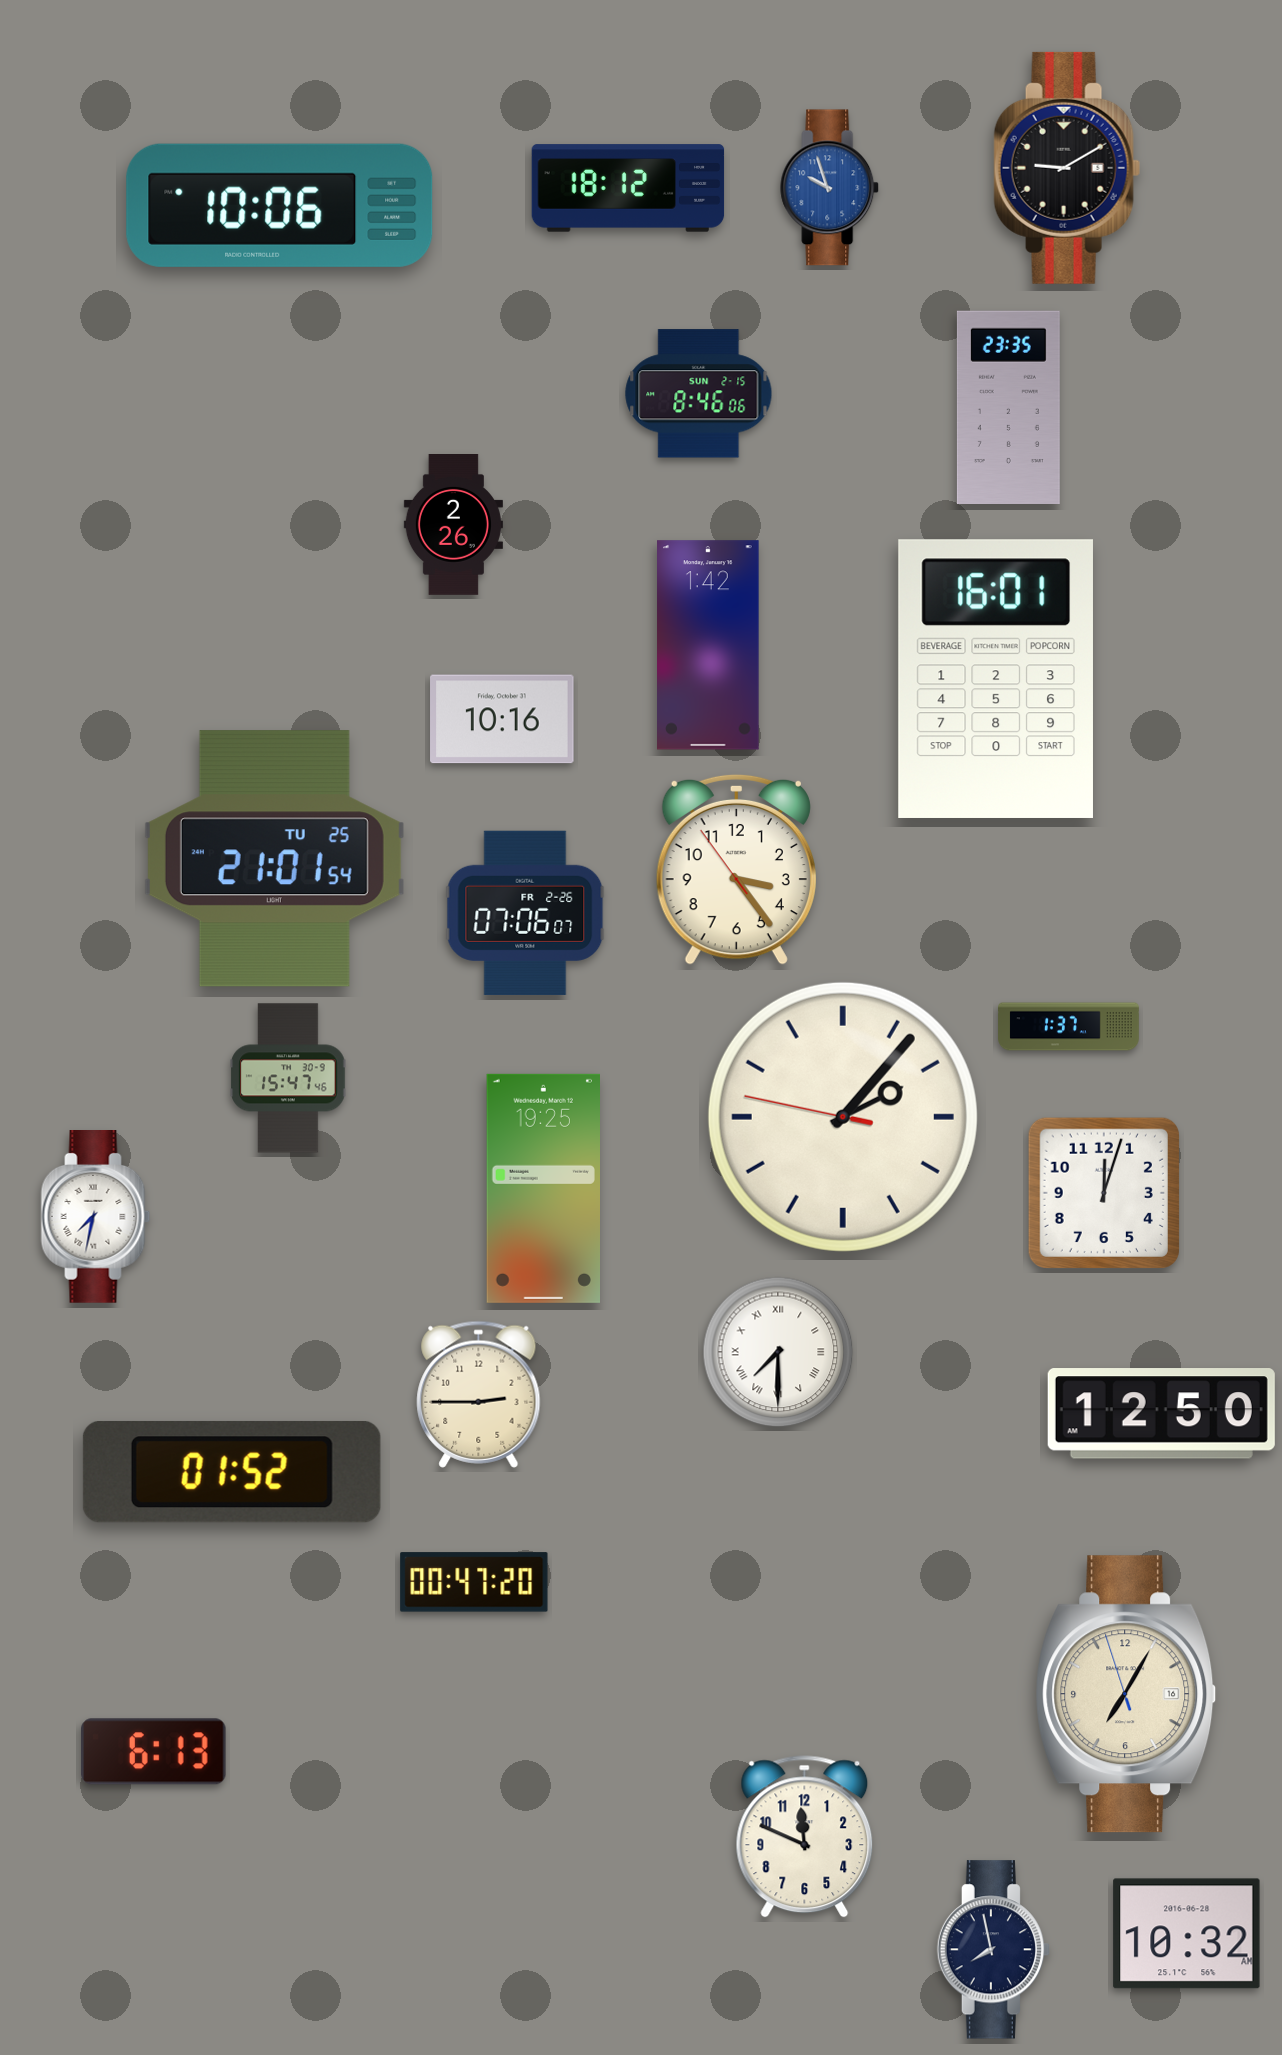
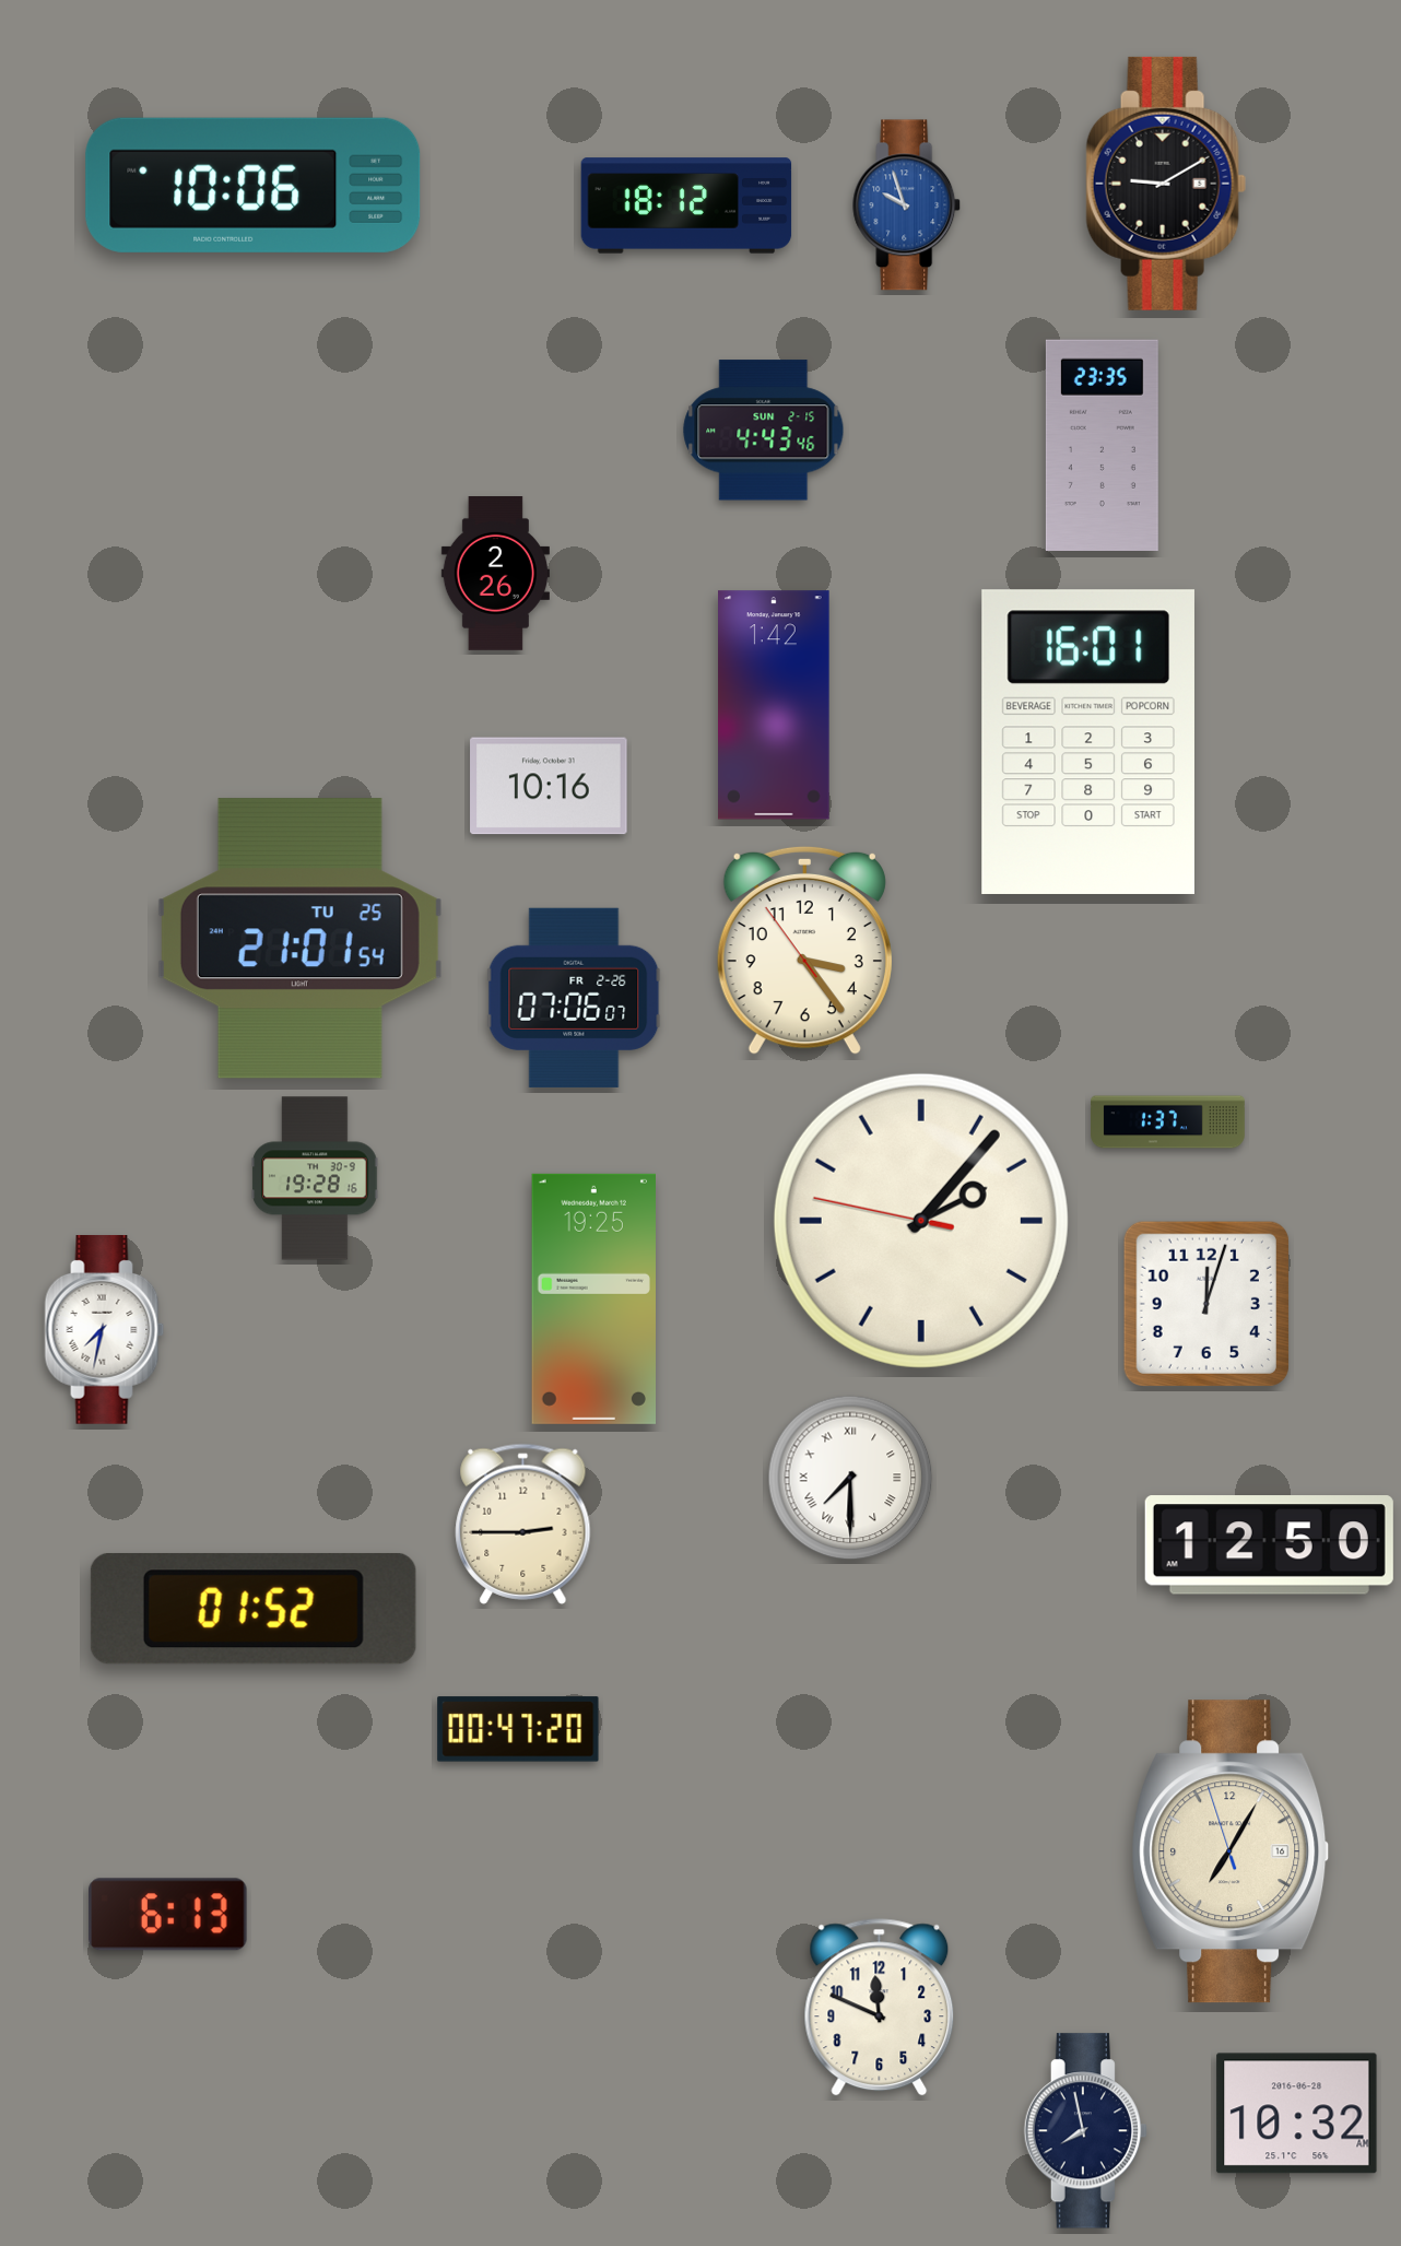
clock at (280, 205) position: (280, 205) -> (254, 185)
clock at (699, 394): 8:46 -> 4:43
clock at (288, 1078): 15:47 -> 19:28
